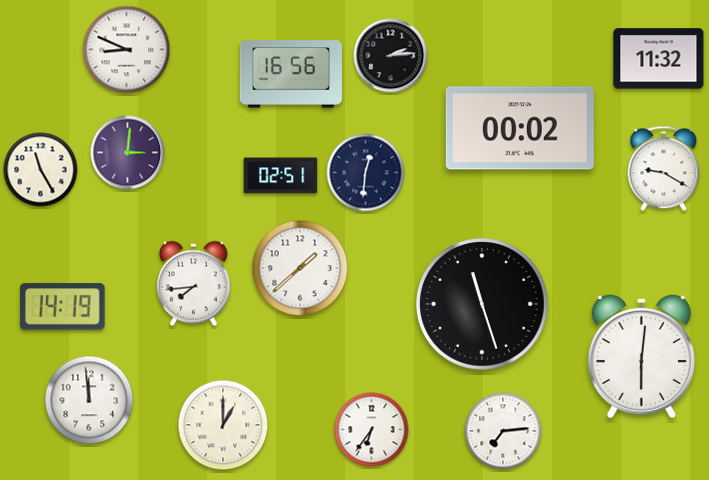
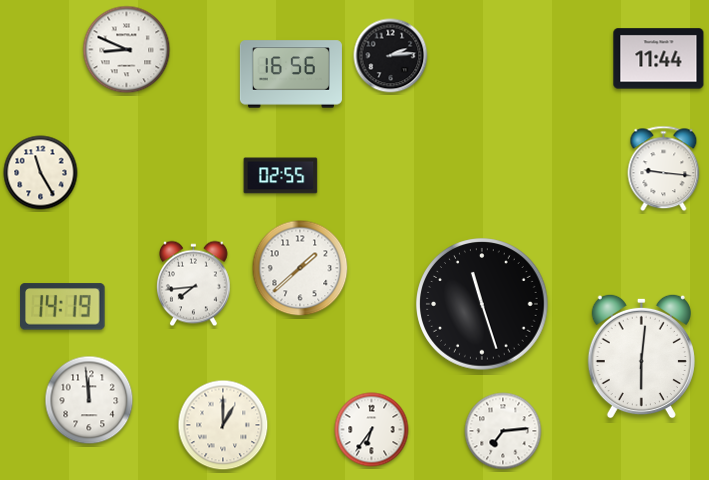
clock at (659, 59): 11:32 -> 11:44
clock at (520, 128): 00:02 -> none
clock at (128, 153): 3:01 -> none
clock at (664, 169): 9:20 -> 9:16
clock at (41, 170) position: (41, 170) -> (41, 173)
clock at (366, 173): 12:31 -> none
clock at (281, 176): 02:51 -> 02:55
